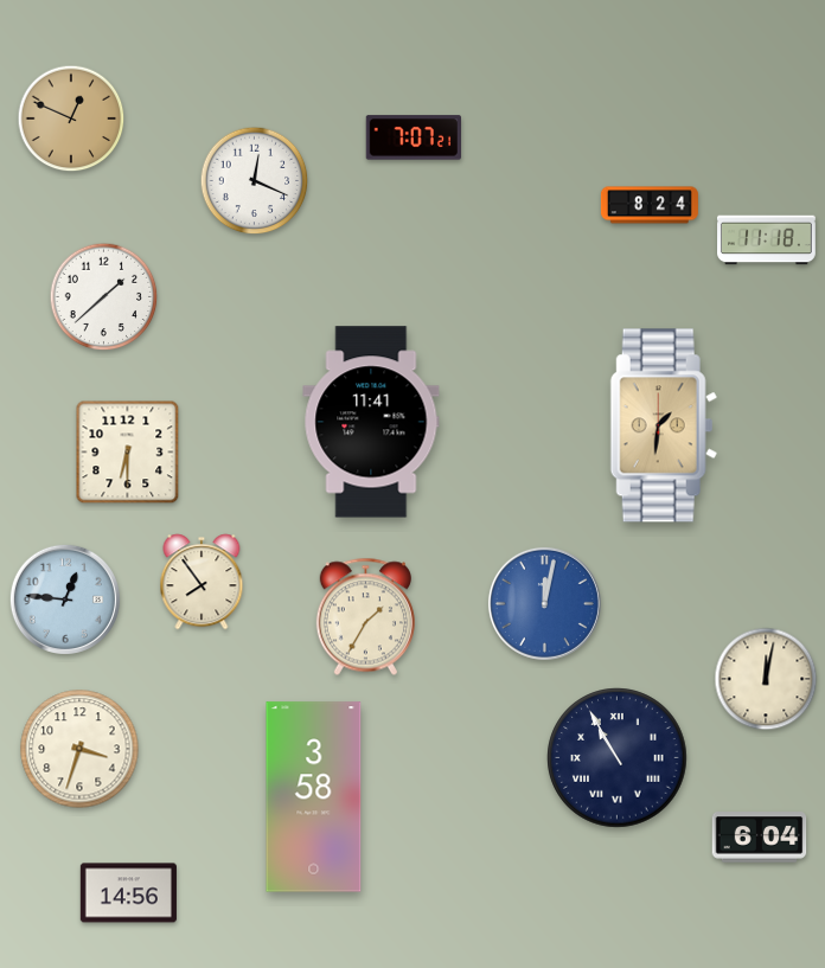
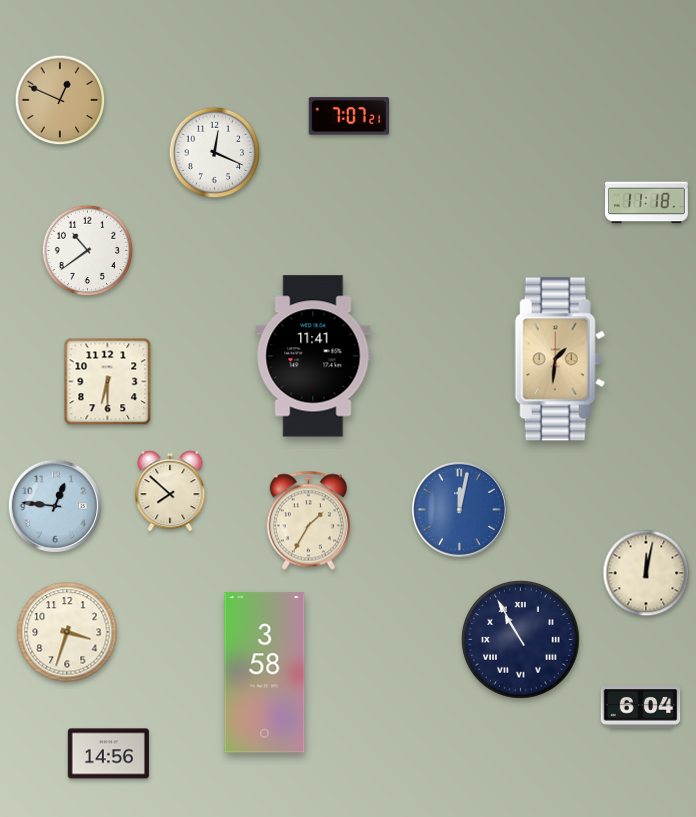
clock at (650, 205): 8:24 -> none
clock at (104, 297): 1:38 -> 10:39
clock at (202, 582): 7:54 -> 7:52
